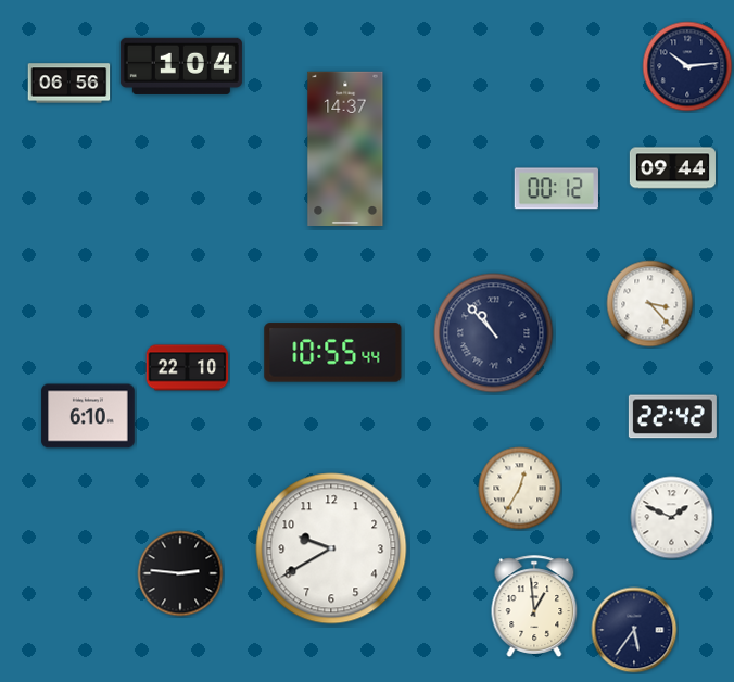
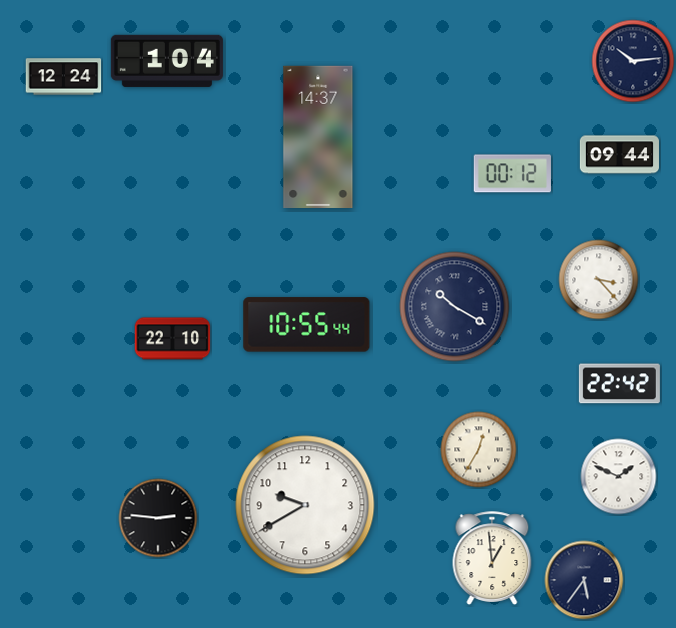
clock at (69, 84): 06:56 -> 12:24
clock at (494, 333): 10:53 -> 10:20
clock at (88, 416): 6:10 -> none
clock at (180, 573) position: (180, 573) -> (158, 518)
